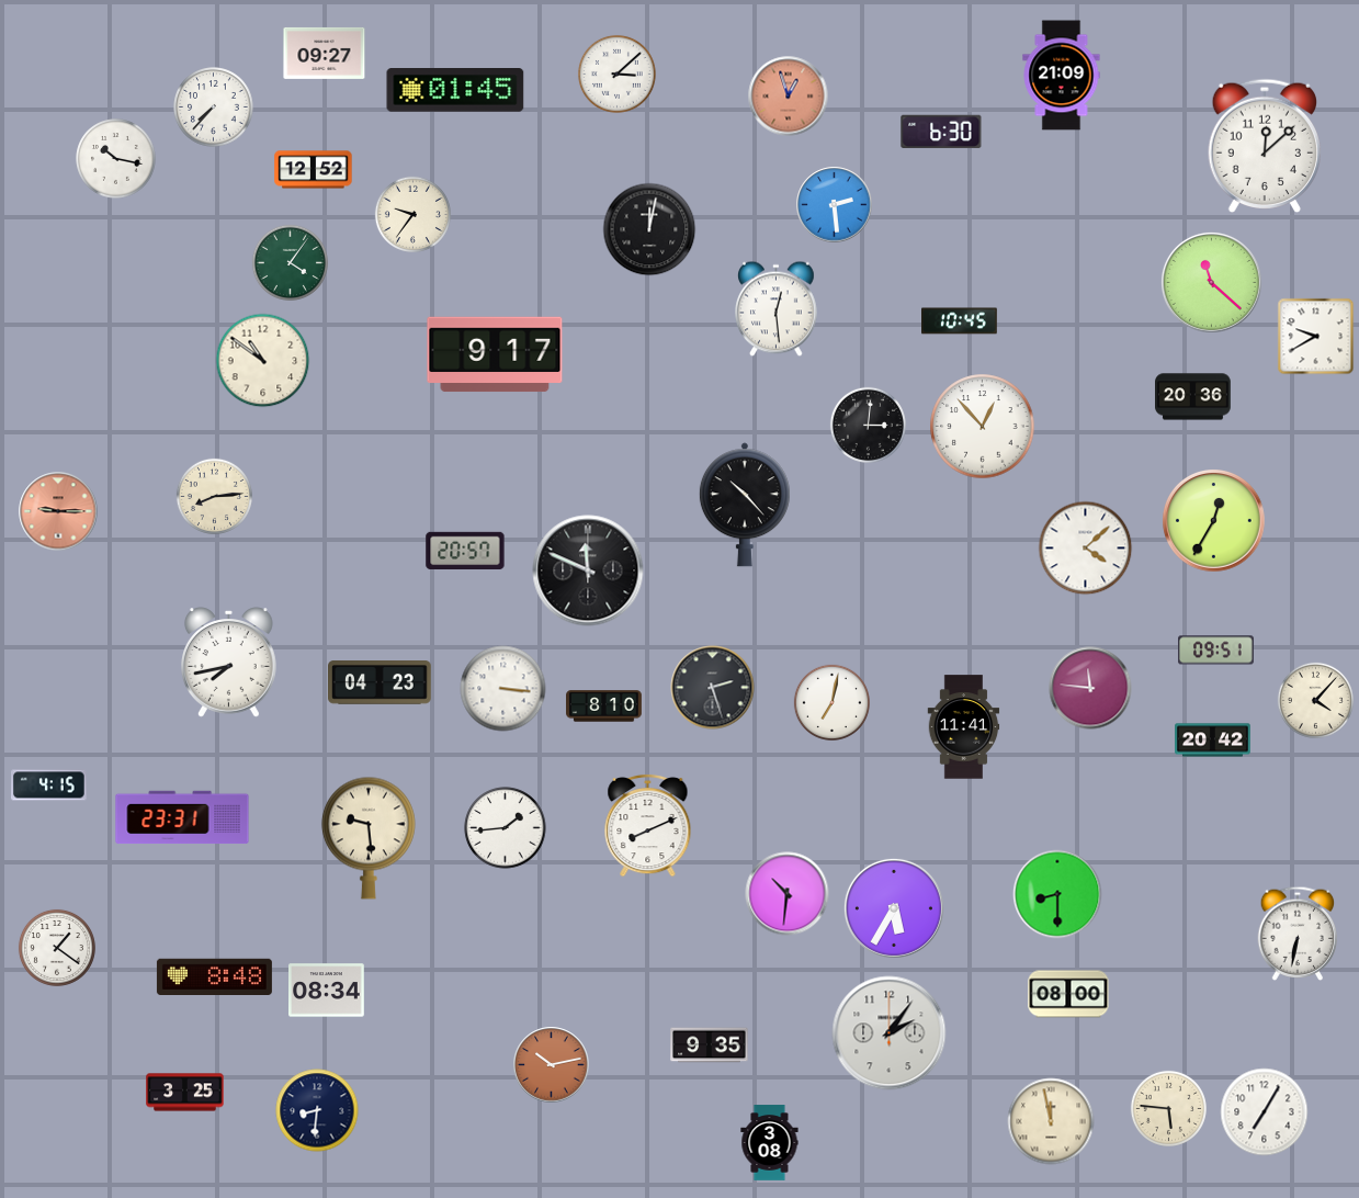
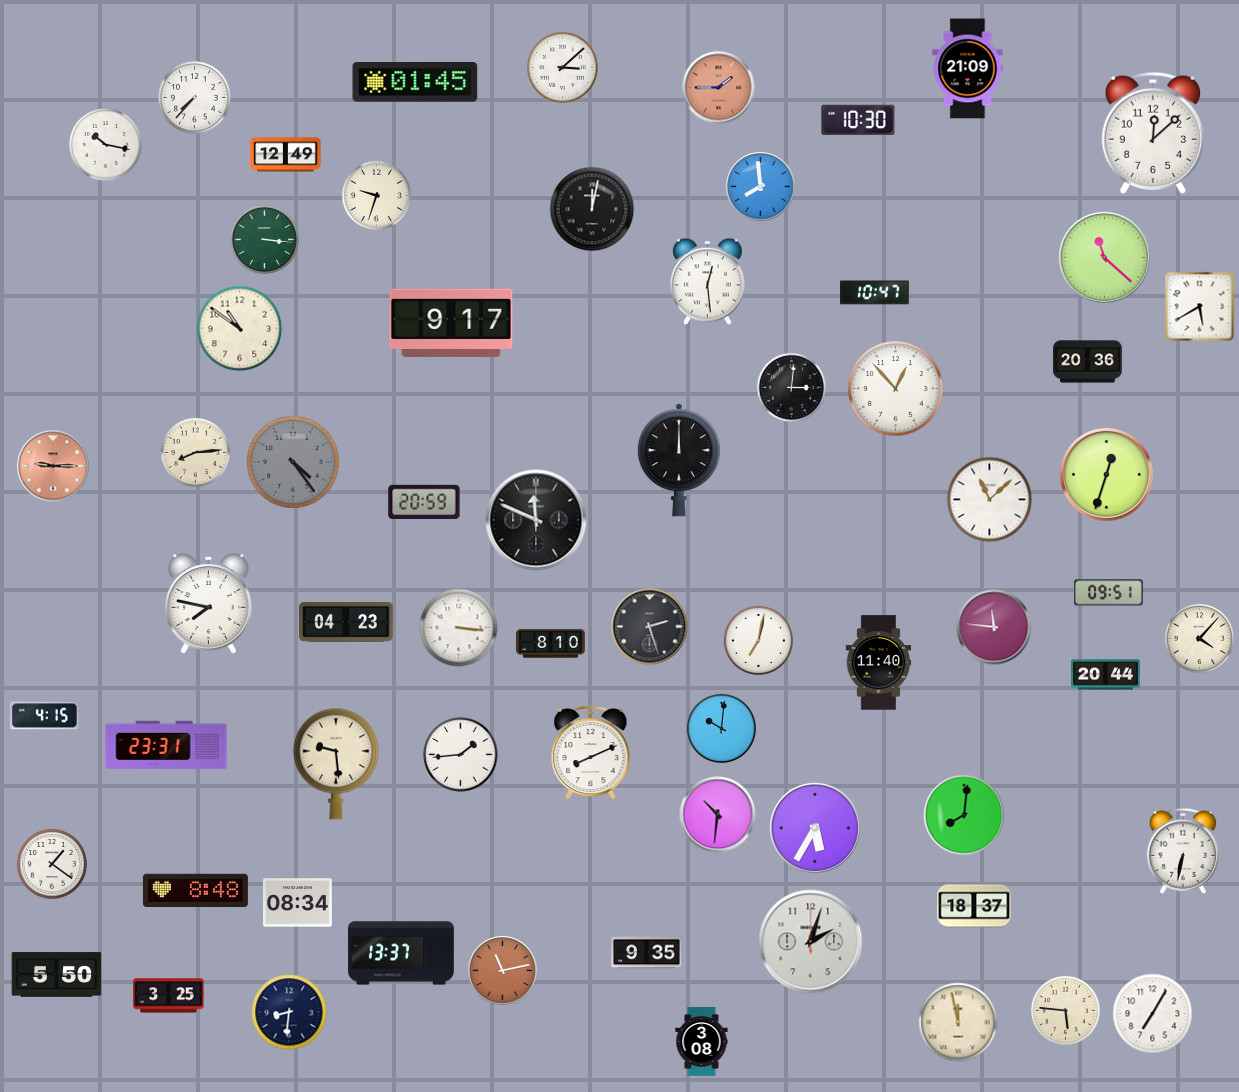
clock at (325, 53): 09:27 -> none
clock at (789, 97): 12:57 -> 1:45
clock at (941, 131): 6:30 -> 10:30
clock at (314, 170): 12:52 -> 12:49
clock at (835, 205): 2:29 -> 7:59
clock at (412, 214): 9:36 -> 9:33
clock at (290, 262): 4:06 -> 3:16
clock at (960, 321): 10:45 -> 10:47
clock at (1316, 337): 9:40 -> 5:40
clock at (745, 505): 10:23 -> 12:00
clock at (293, 462): none -> 4:24
clock at (1214, 521): 12:35 -> 12:33
clock at (1086, 549): 4:08 -> 11:08
clock at (465, 551): 20:57 -> 20:59
clock at (229, 663): 7:43 -> 7:47
clock at (964, 727): 11:41 -> 11:40
clock at (1213, 741): 20:42 -> 20:44
clock at (721, 728): none -> 10:01
clock at (1057, 894): 8:30 -> 8:01
clock at (1068, 994): 08:00 -> 18:37
clock at (890, 1033): 2:06 -> 2:03
clock at (401, 953): none -> 13:37
clock at (552, 1065): 10:13 -> 11:13
clock at (57, 975): none -> 5:50
